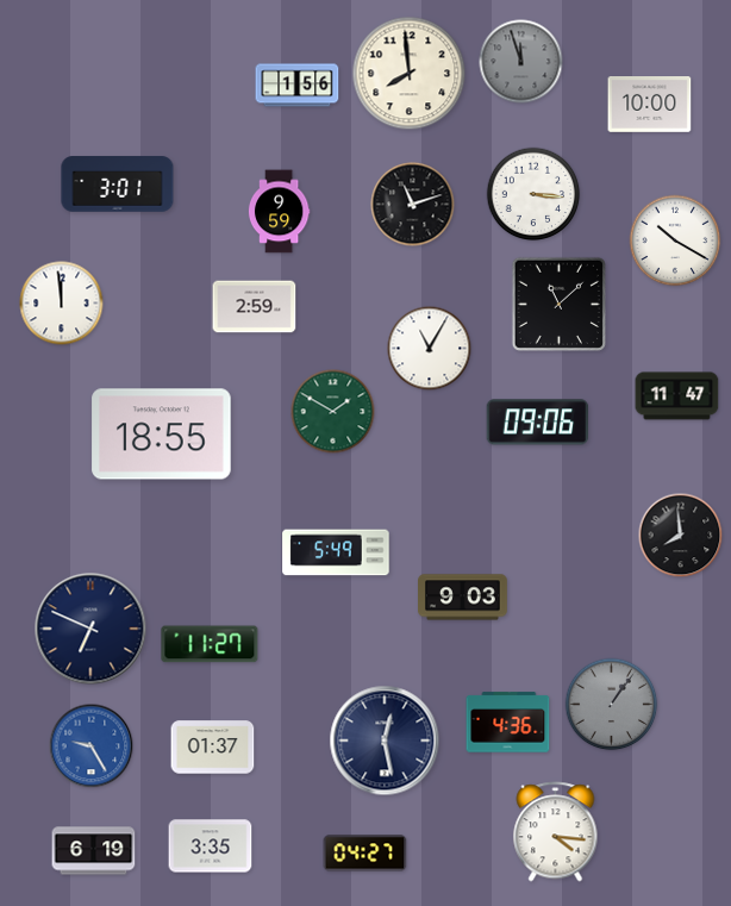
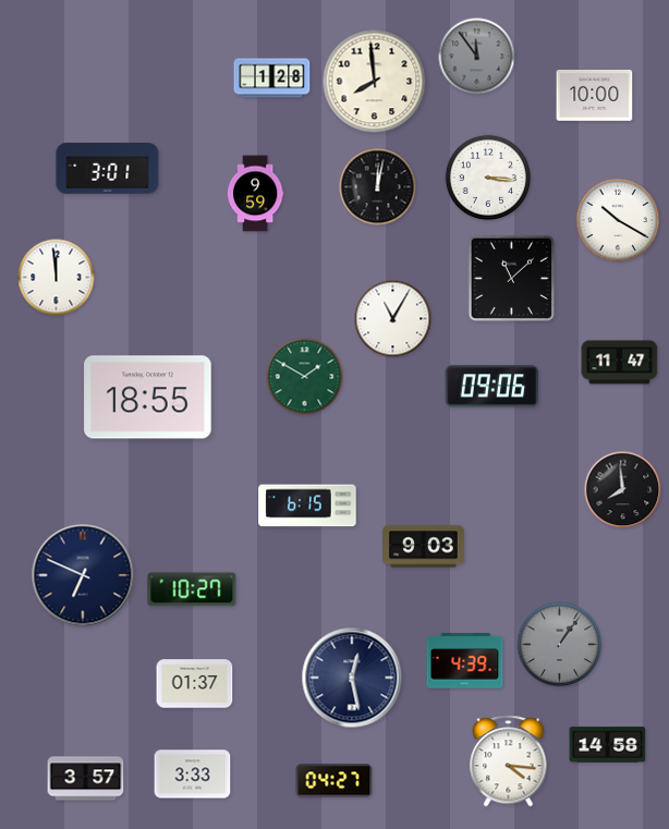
clock at (521, 62): 11:57 -> 11:54
clock at (410, 74) position: (410, 74) -> (375, 82)
clock at (298, 86): 1:56 -> 1:28
clock at (413, 205): 11:12 -> 12:02
clock at (255, 307): 2:59 -> none
clock at (336, 552): 5:49 -> 6:15
clock at (210, 644): 11:27 -> 10:27
clock at (508, 723): 4:36 -> 4:39
clock at (92, 746): 9:25 -> none
clock at (608, 745): none -> 14:58
clock at (211, 846): 3:35 -> 3:33
clock at (94, 851): 6:19 -> 3:57
